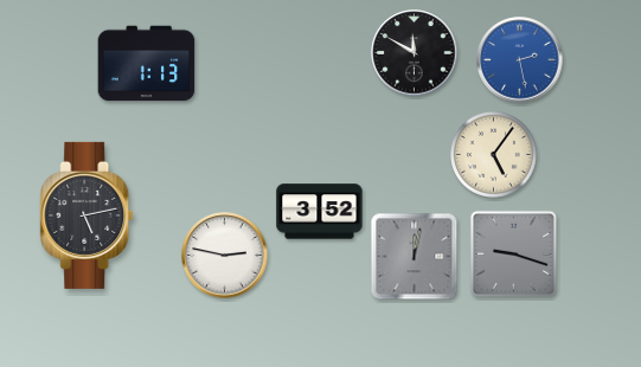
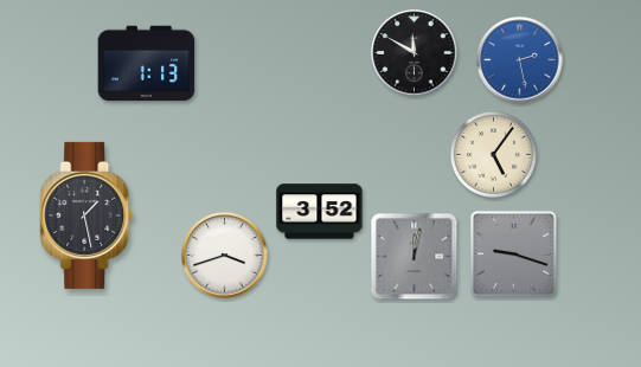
clock at (86, 215): 5:13 -> 1:28
clock at (225, 256): 2:47 -> 3:42
